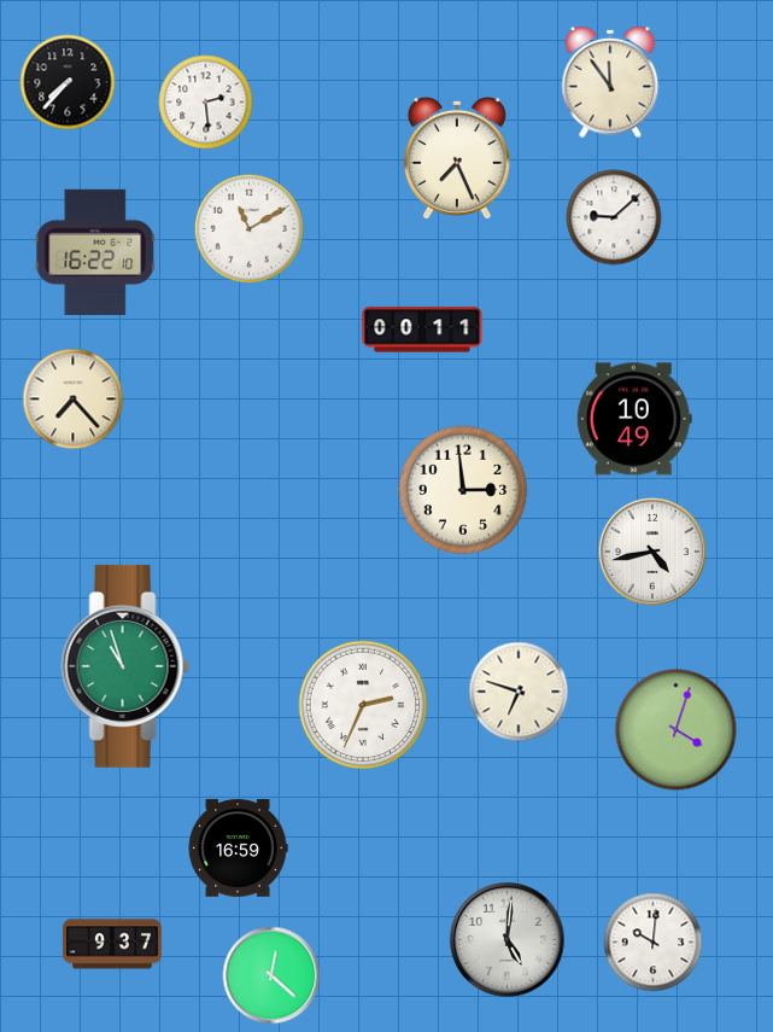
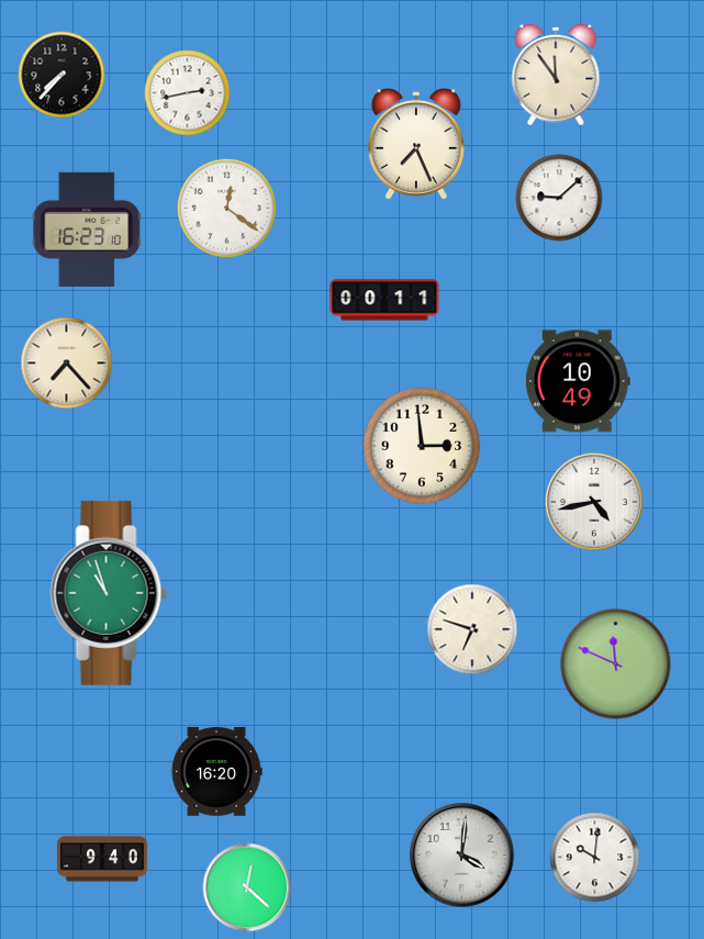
clock at (206, 103): 2:29 -> 2:43
clock at (248, 228): 11:10 -> 12:21
clock at (95, 252): 16:22 -> 16:23
clock at (125, 666) position: (125, 666) -> (109, 593)
clock at (363, 705): 2:34 -> none
clock at (677, 730): 4:03 -> 11:49
clock at (238, 849): 16:59 -> 16:20
clock at (508, 940): 5:01 -> 4:01
clock at (112, 944): 9:37 -> 9:40
